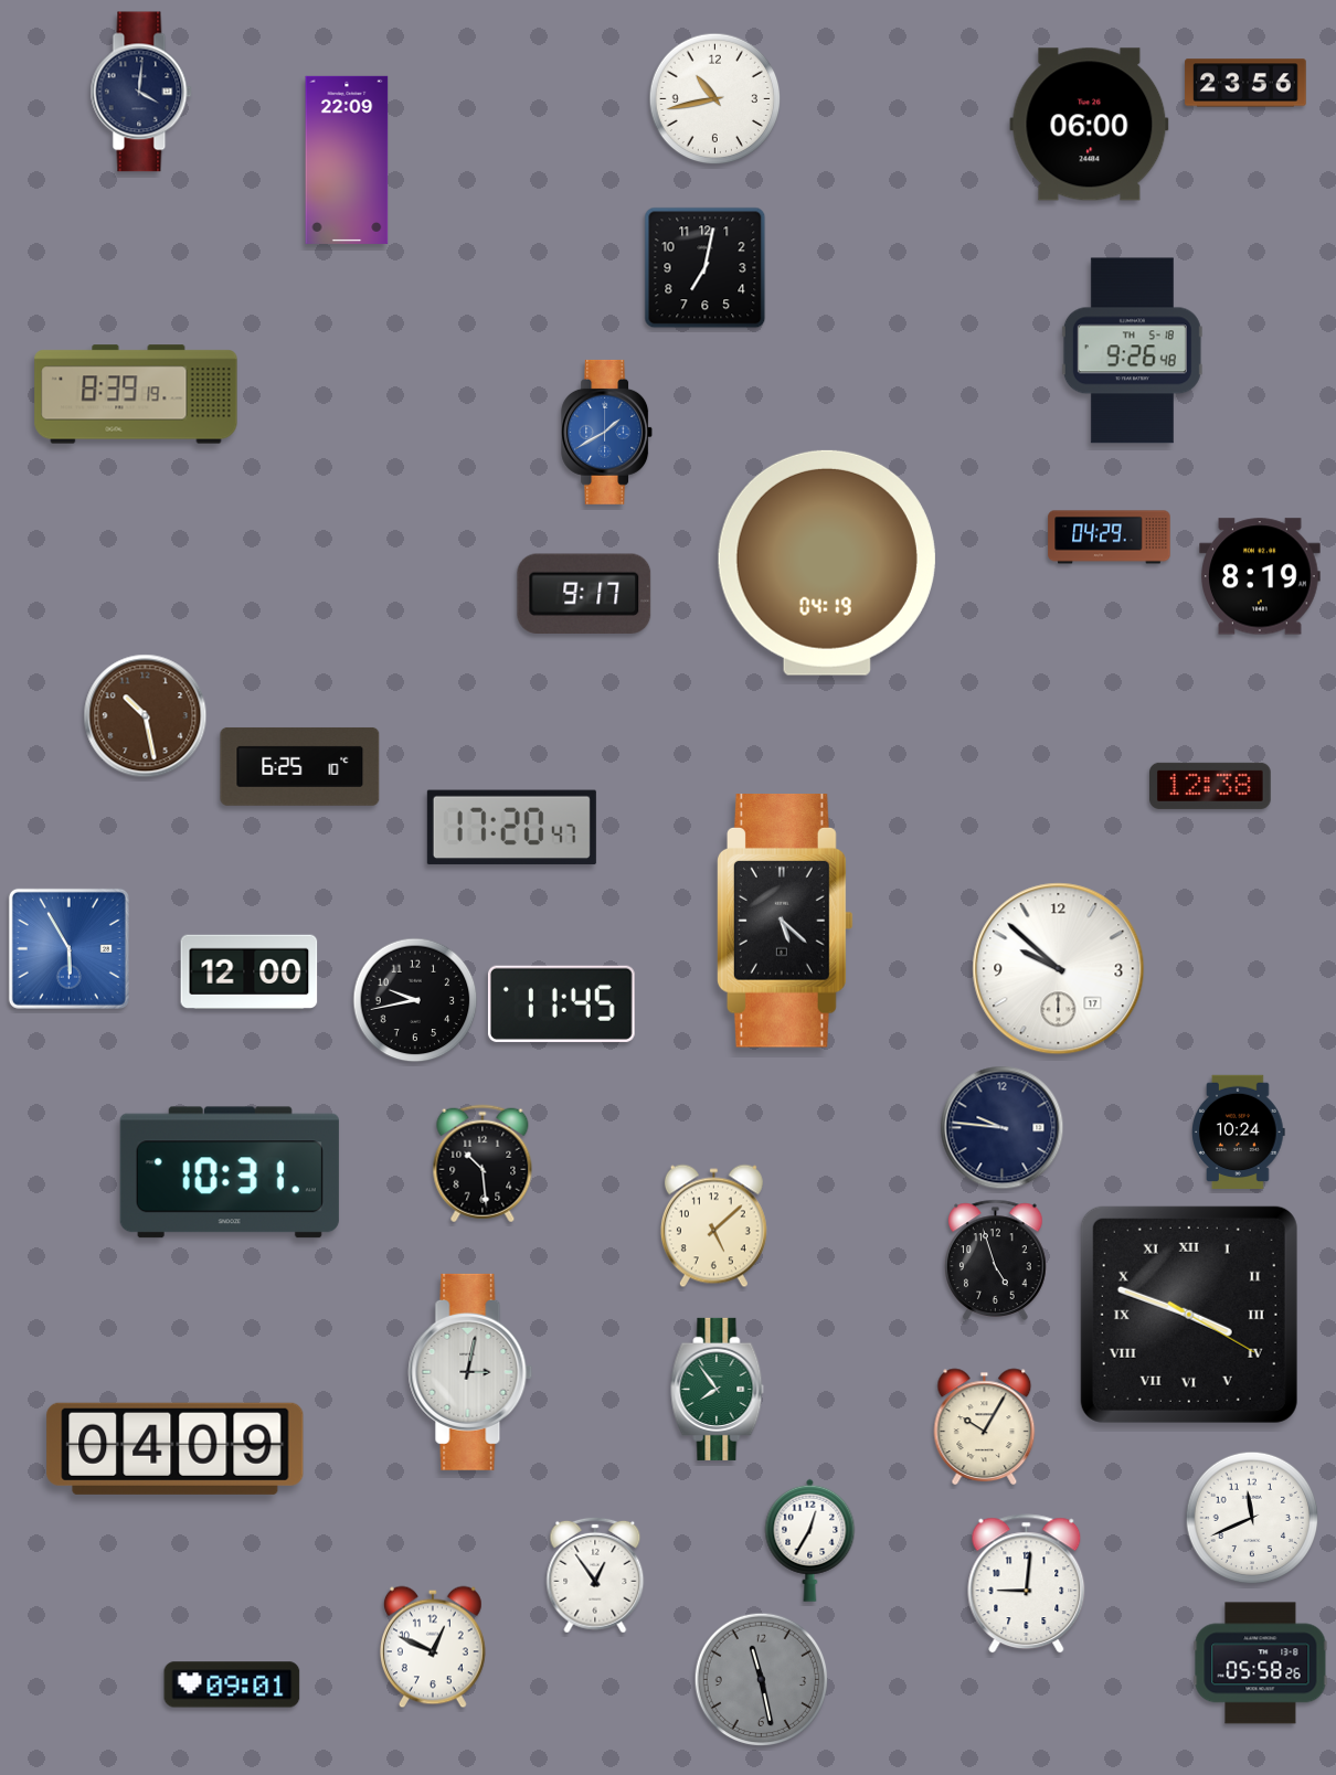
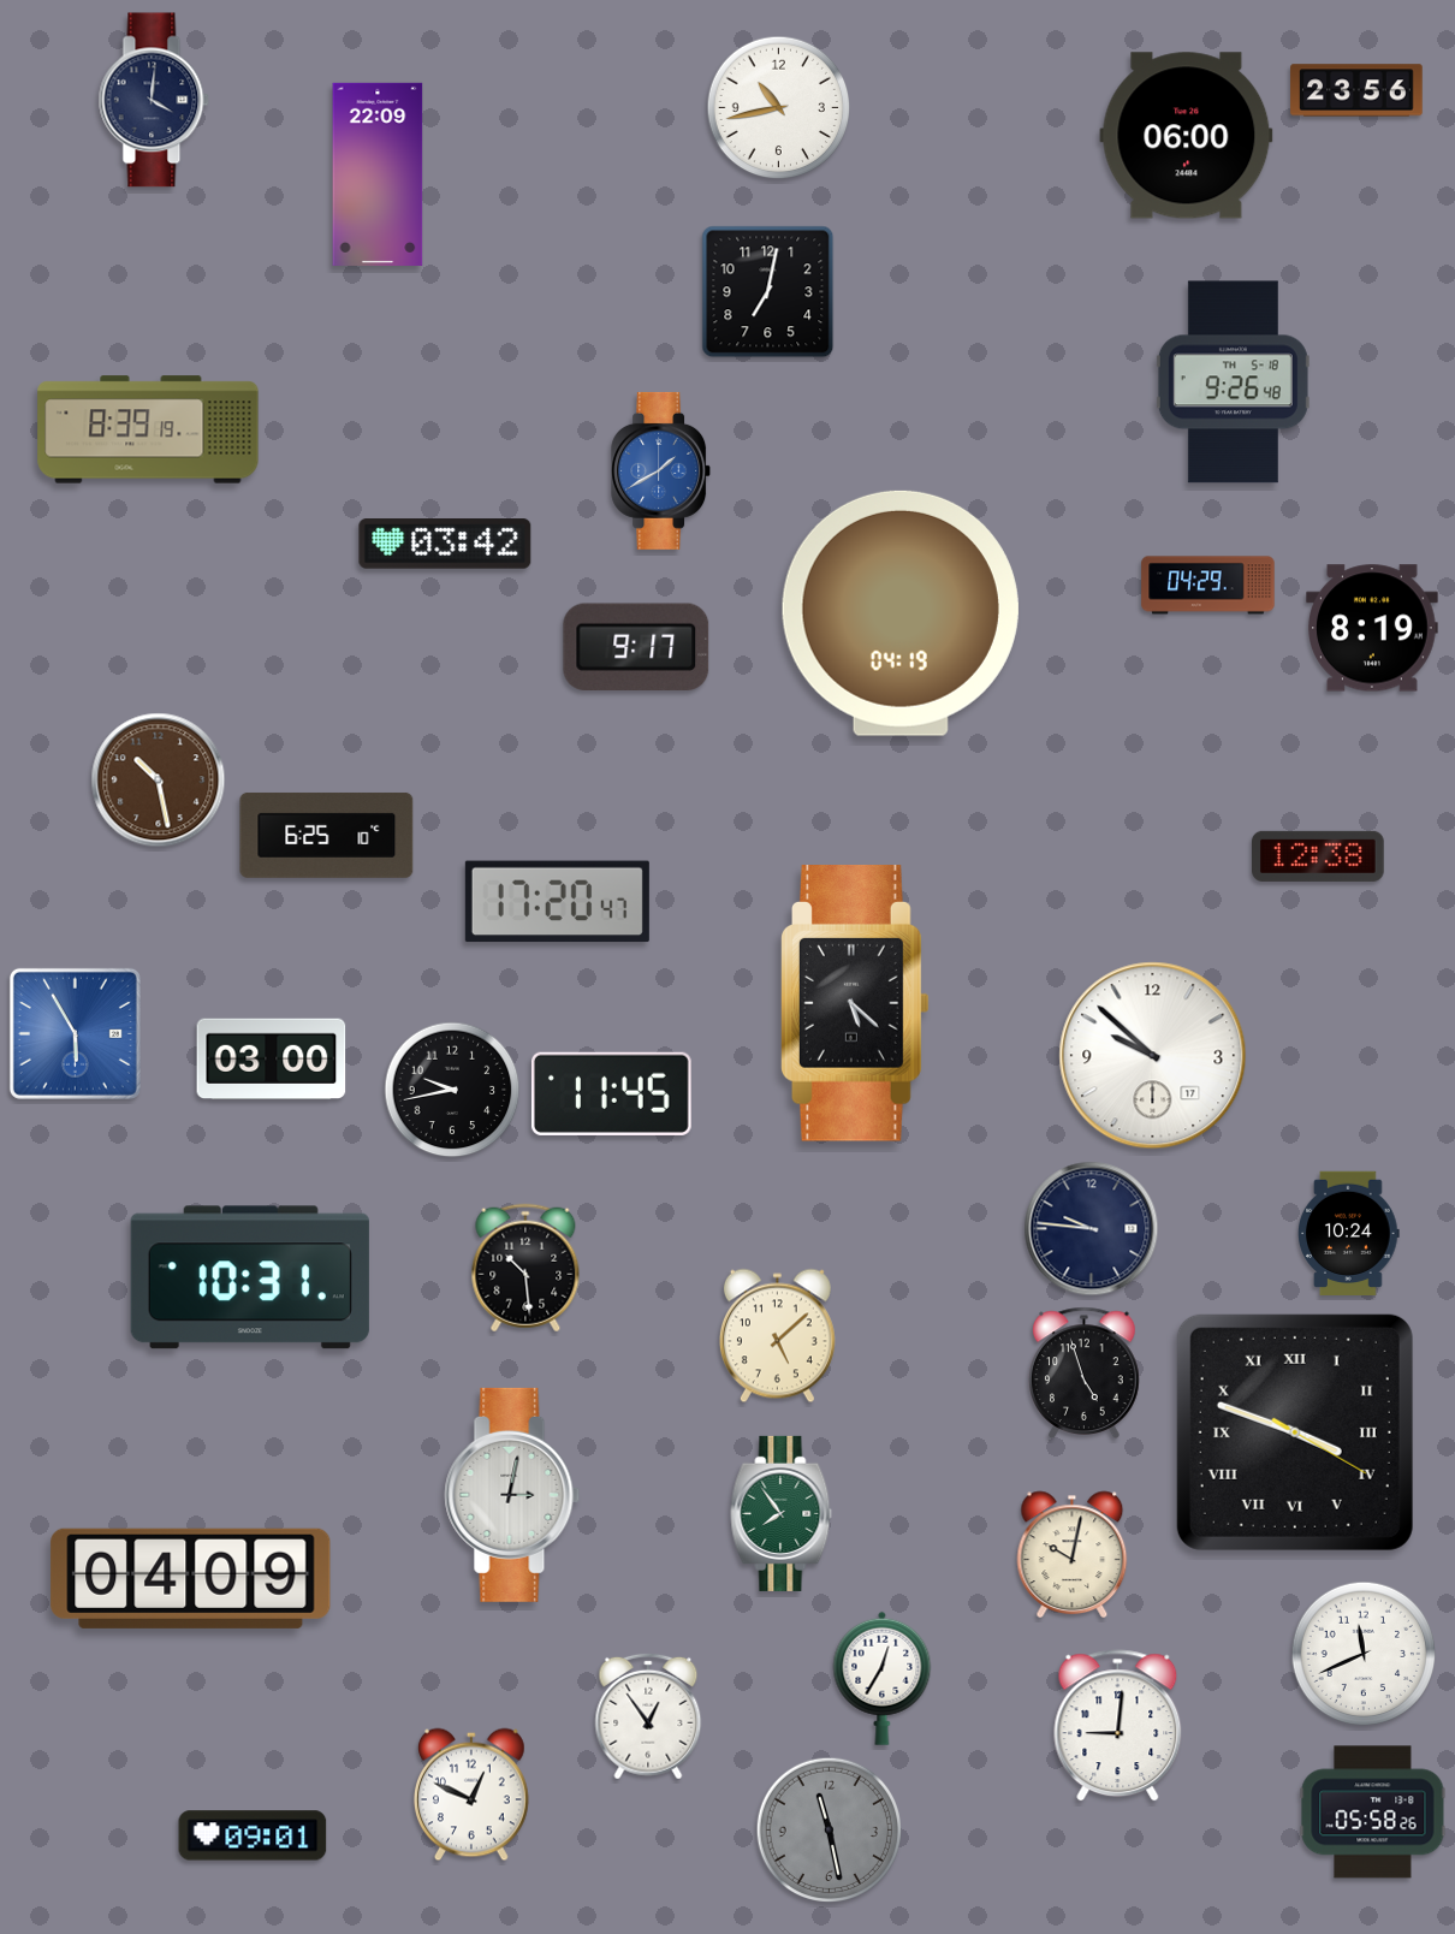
clock at (445, 544): none -> 03:42
clock at (250, 971): 12:00 -> 03:00
clock at (985, 1427): 10:05 -> 10:02
